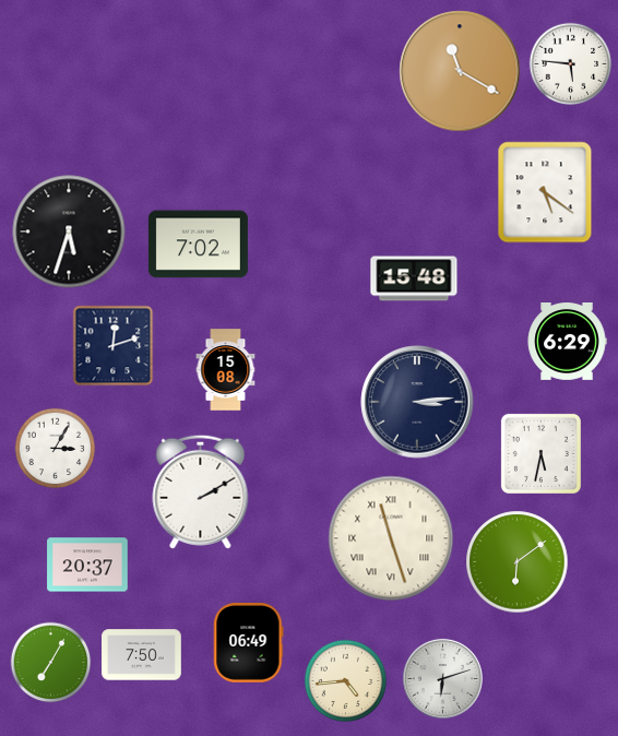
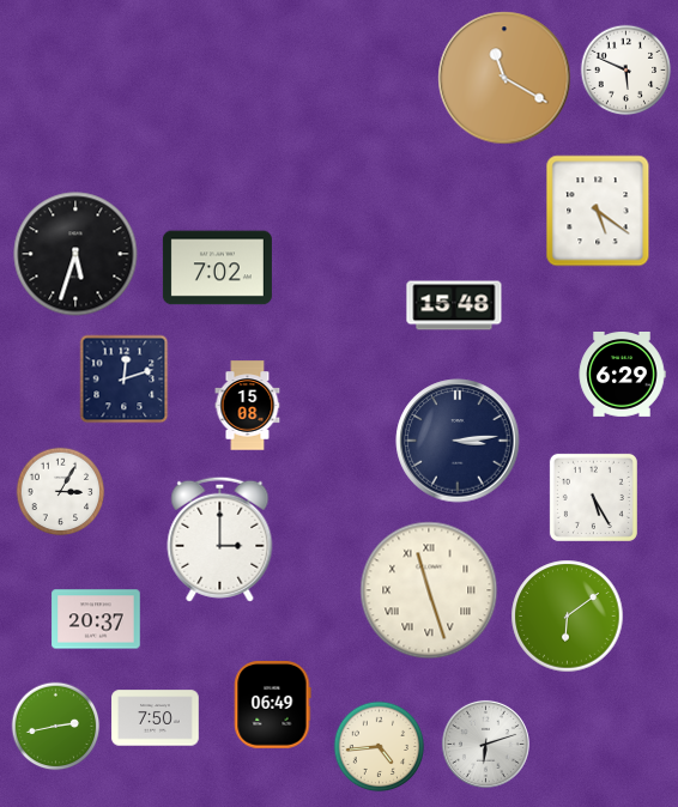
clock at (571, 64): 5:46 -> 5:49
clock at (540, 453): 5:32 -> 5:25
clock at (201, 491): 2:10 -> 3:00
clock at (51, 663): 7:05 -> 2:43
